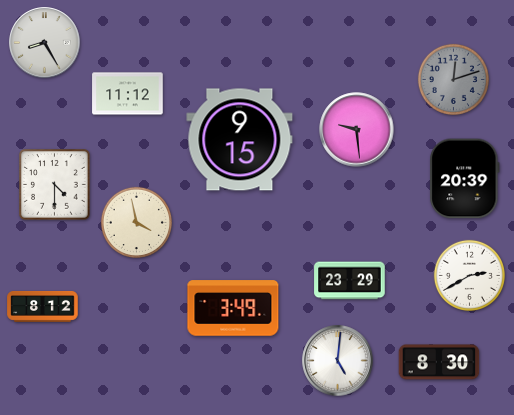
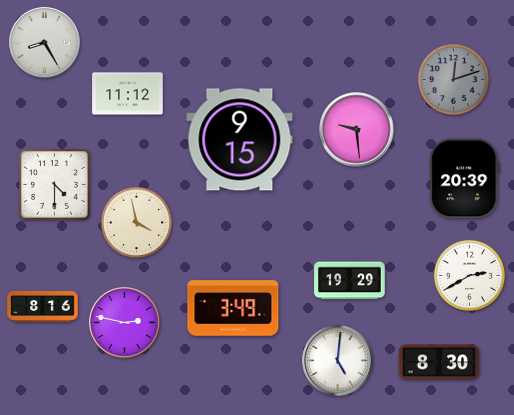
clock at (350, 281): 23:29 -> 19:29
clock at (43, 306): 8:12 -> 8:16
clock at (125, 323): none -> 2:47
